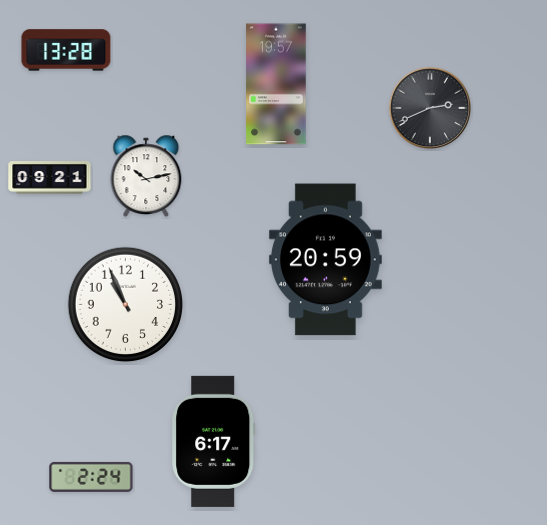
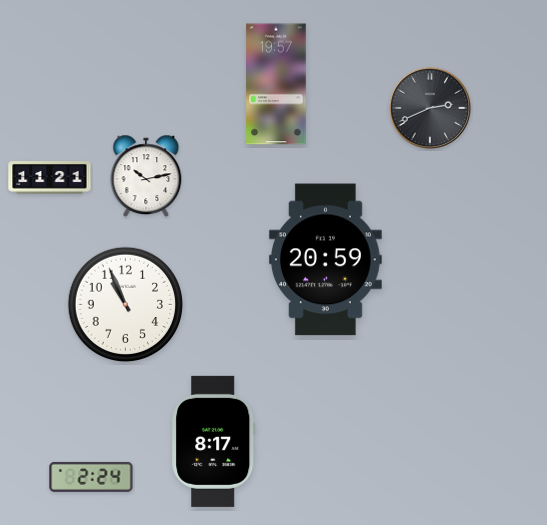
clock at (66, 50): 13:28 -> none
clock at (50, 178): 09:21 -> 11:21
clock at (214, 441): 6:17 -> 8:17
